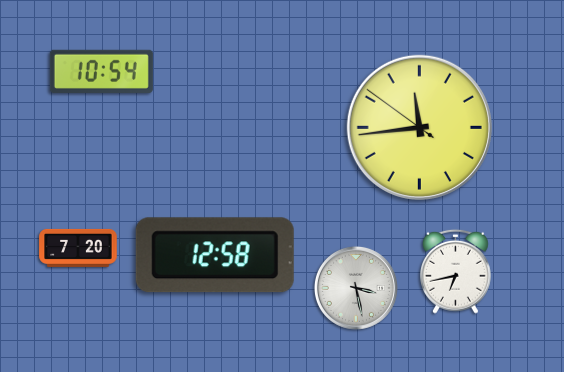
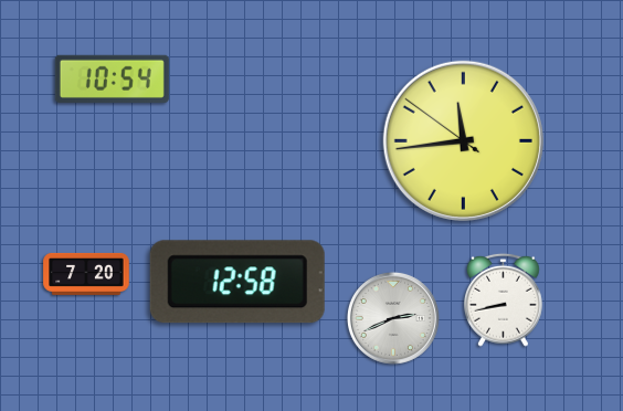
clock at (456, 271): 6:43 -> 8:43
clock at (356, 288): 3:28 -> 2:41
